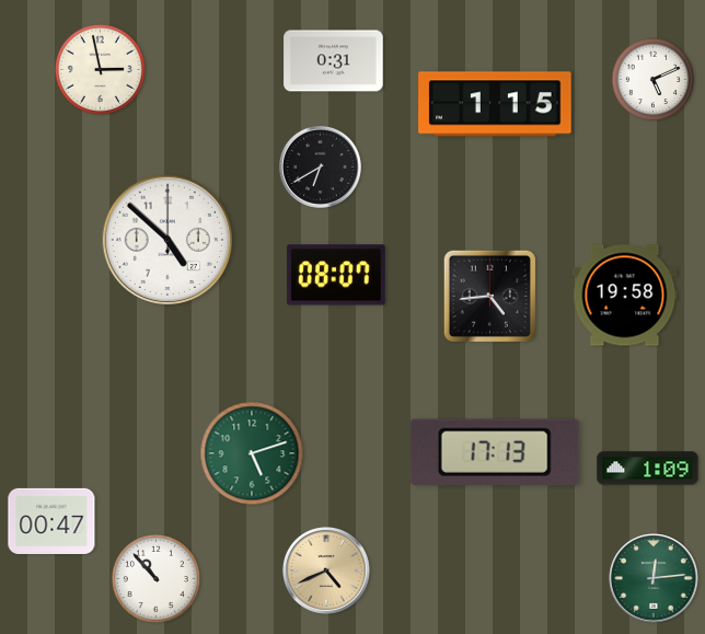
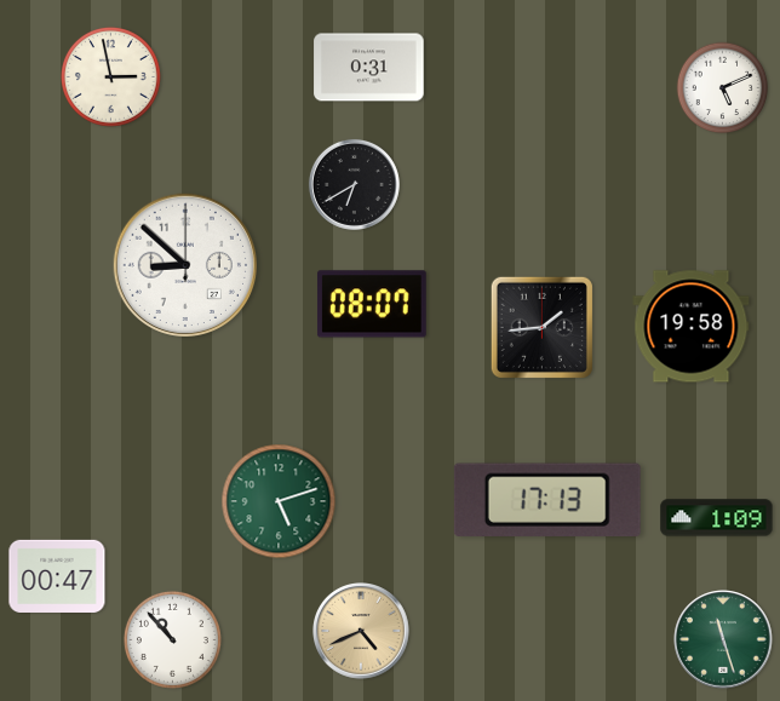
clock at (495, 104): 1:15 -> none
clock at (166, 239): 4:52 -> 8:52
clock at (489, 296): 4:44 -> 1:44
clock at (654, 578): 12:14 -> 11:27
